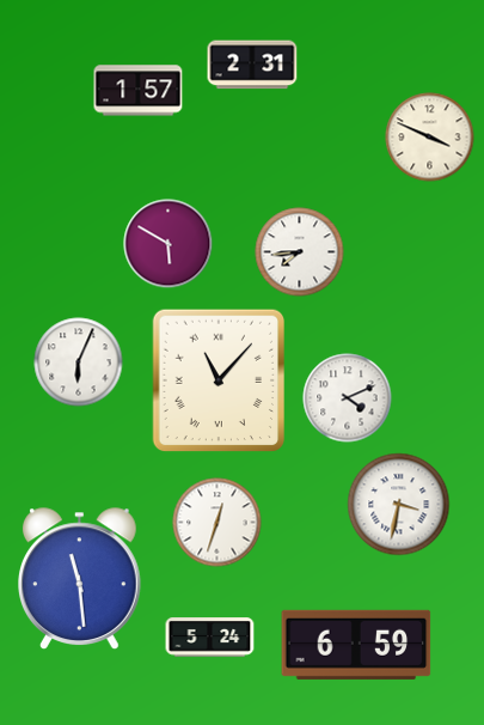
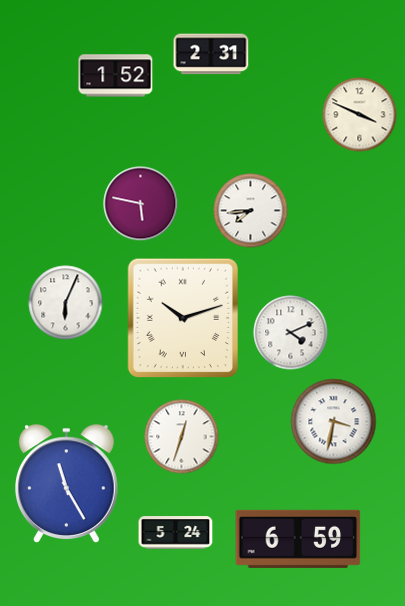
clock at (139, 91): 1:57 -> 1:52
clock at (169, 244): 5:50 -> 5:47
clock at (218, 380): 11:07 -> 10:12
clock at (80, 578): 11:29 -> 11:25
